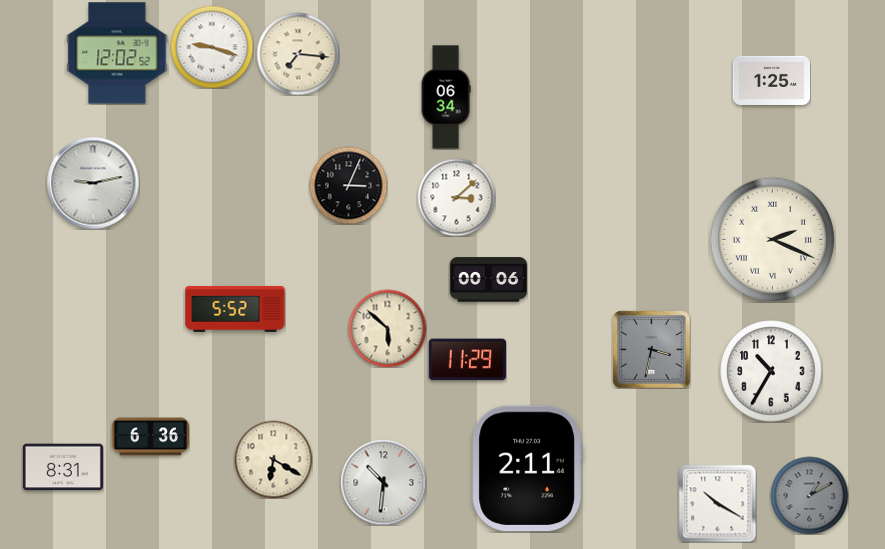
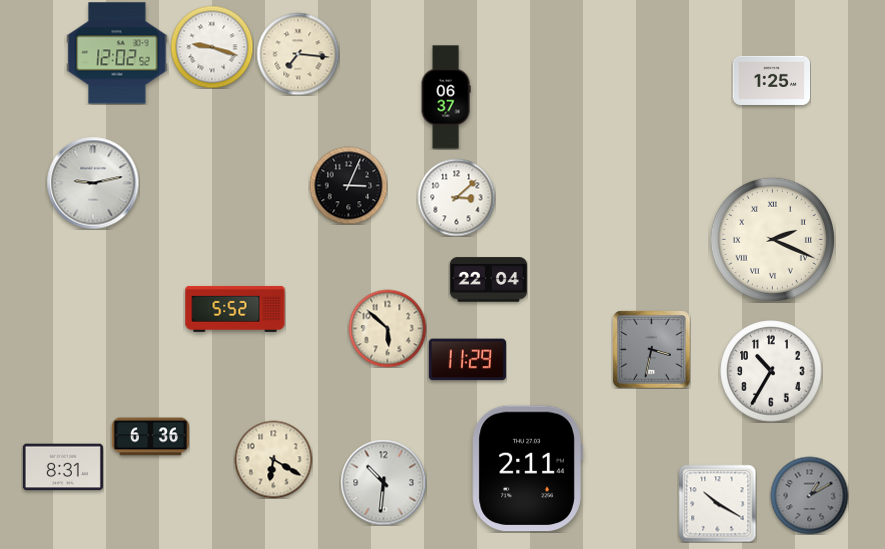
clock at (446, 97): 06:34 -> 06:37
clock at (488, 280): 00:06 -> 22:04
